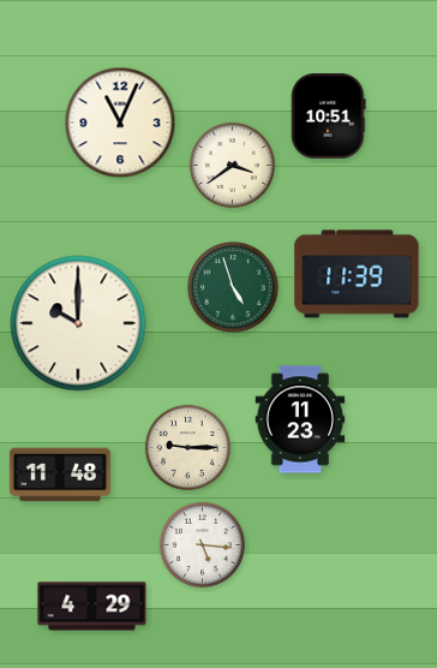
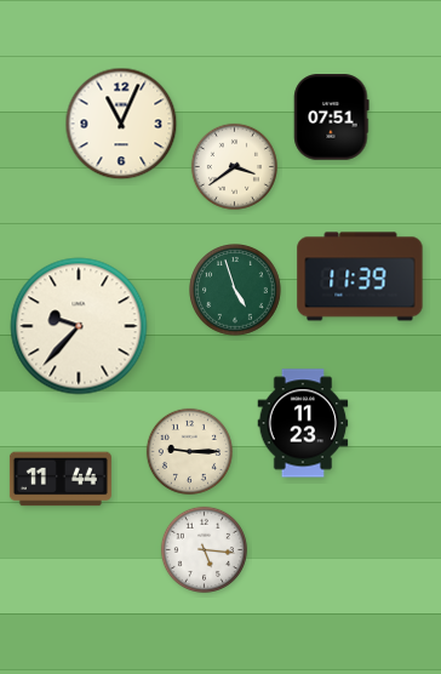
clock at (329, 117): 10:51 -> 07:51
clock at (78, 323): 10:00 -> 9:37
clock at (60, 475): 11:48 -> 11:44
clock at (92, 607): 4:29 -> none
